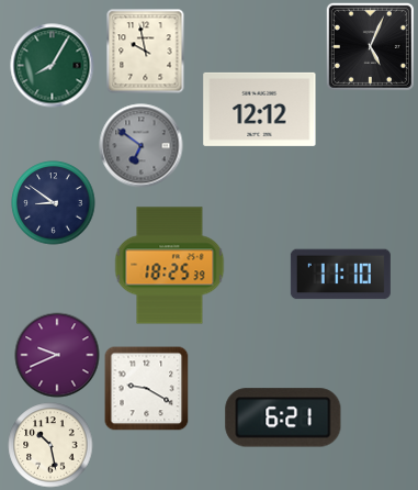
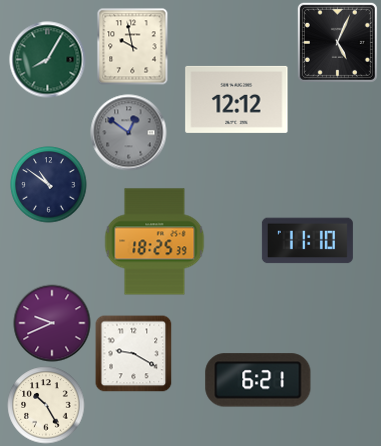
clock at (142, 146): 6:51 -> 12:51
clock at (54, 203): 8:51 -> 10:51
clock at (340, 275) position: (340, 275) -> (307, 241)
clock at (50, 445): 10:28 -> 10:25
